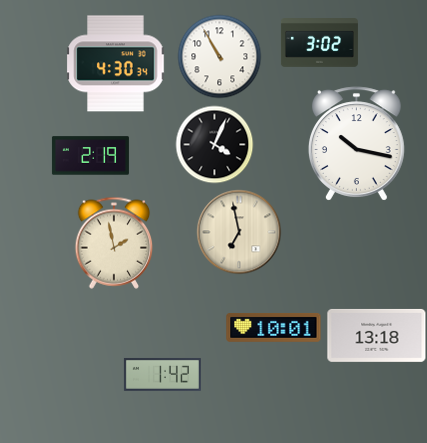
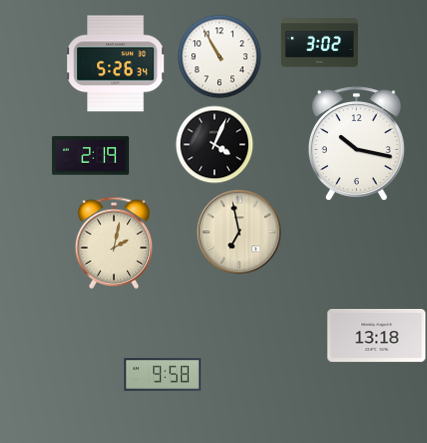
clock at (116, 64): 4:30 -> 5:26
clock at (114, 243): 1:58 -> 2:02
clock at (274, 328): 10:01 -> none
clock at (162, 374): 1:42 -> 9:58
